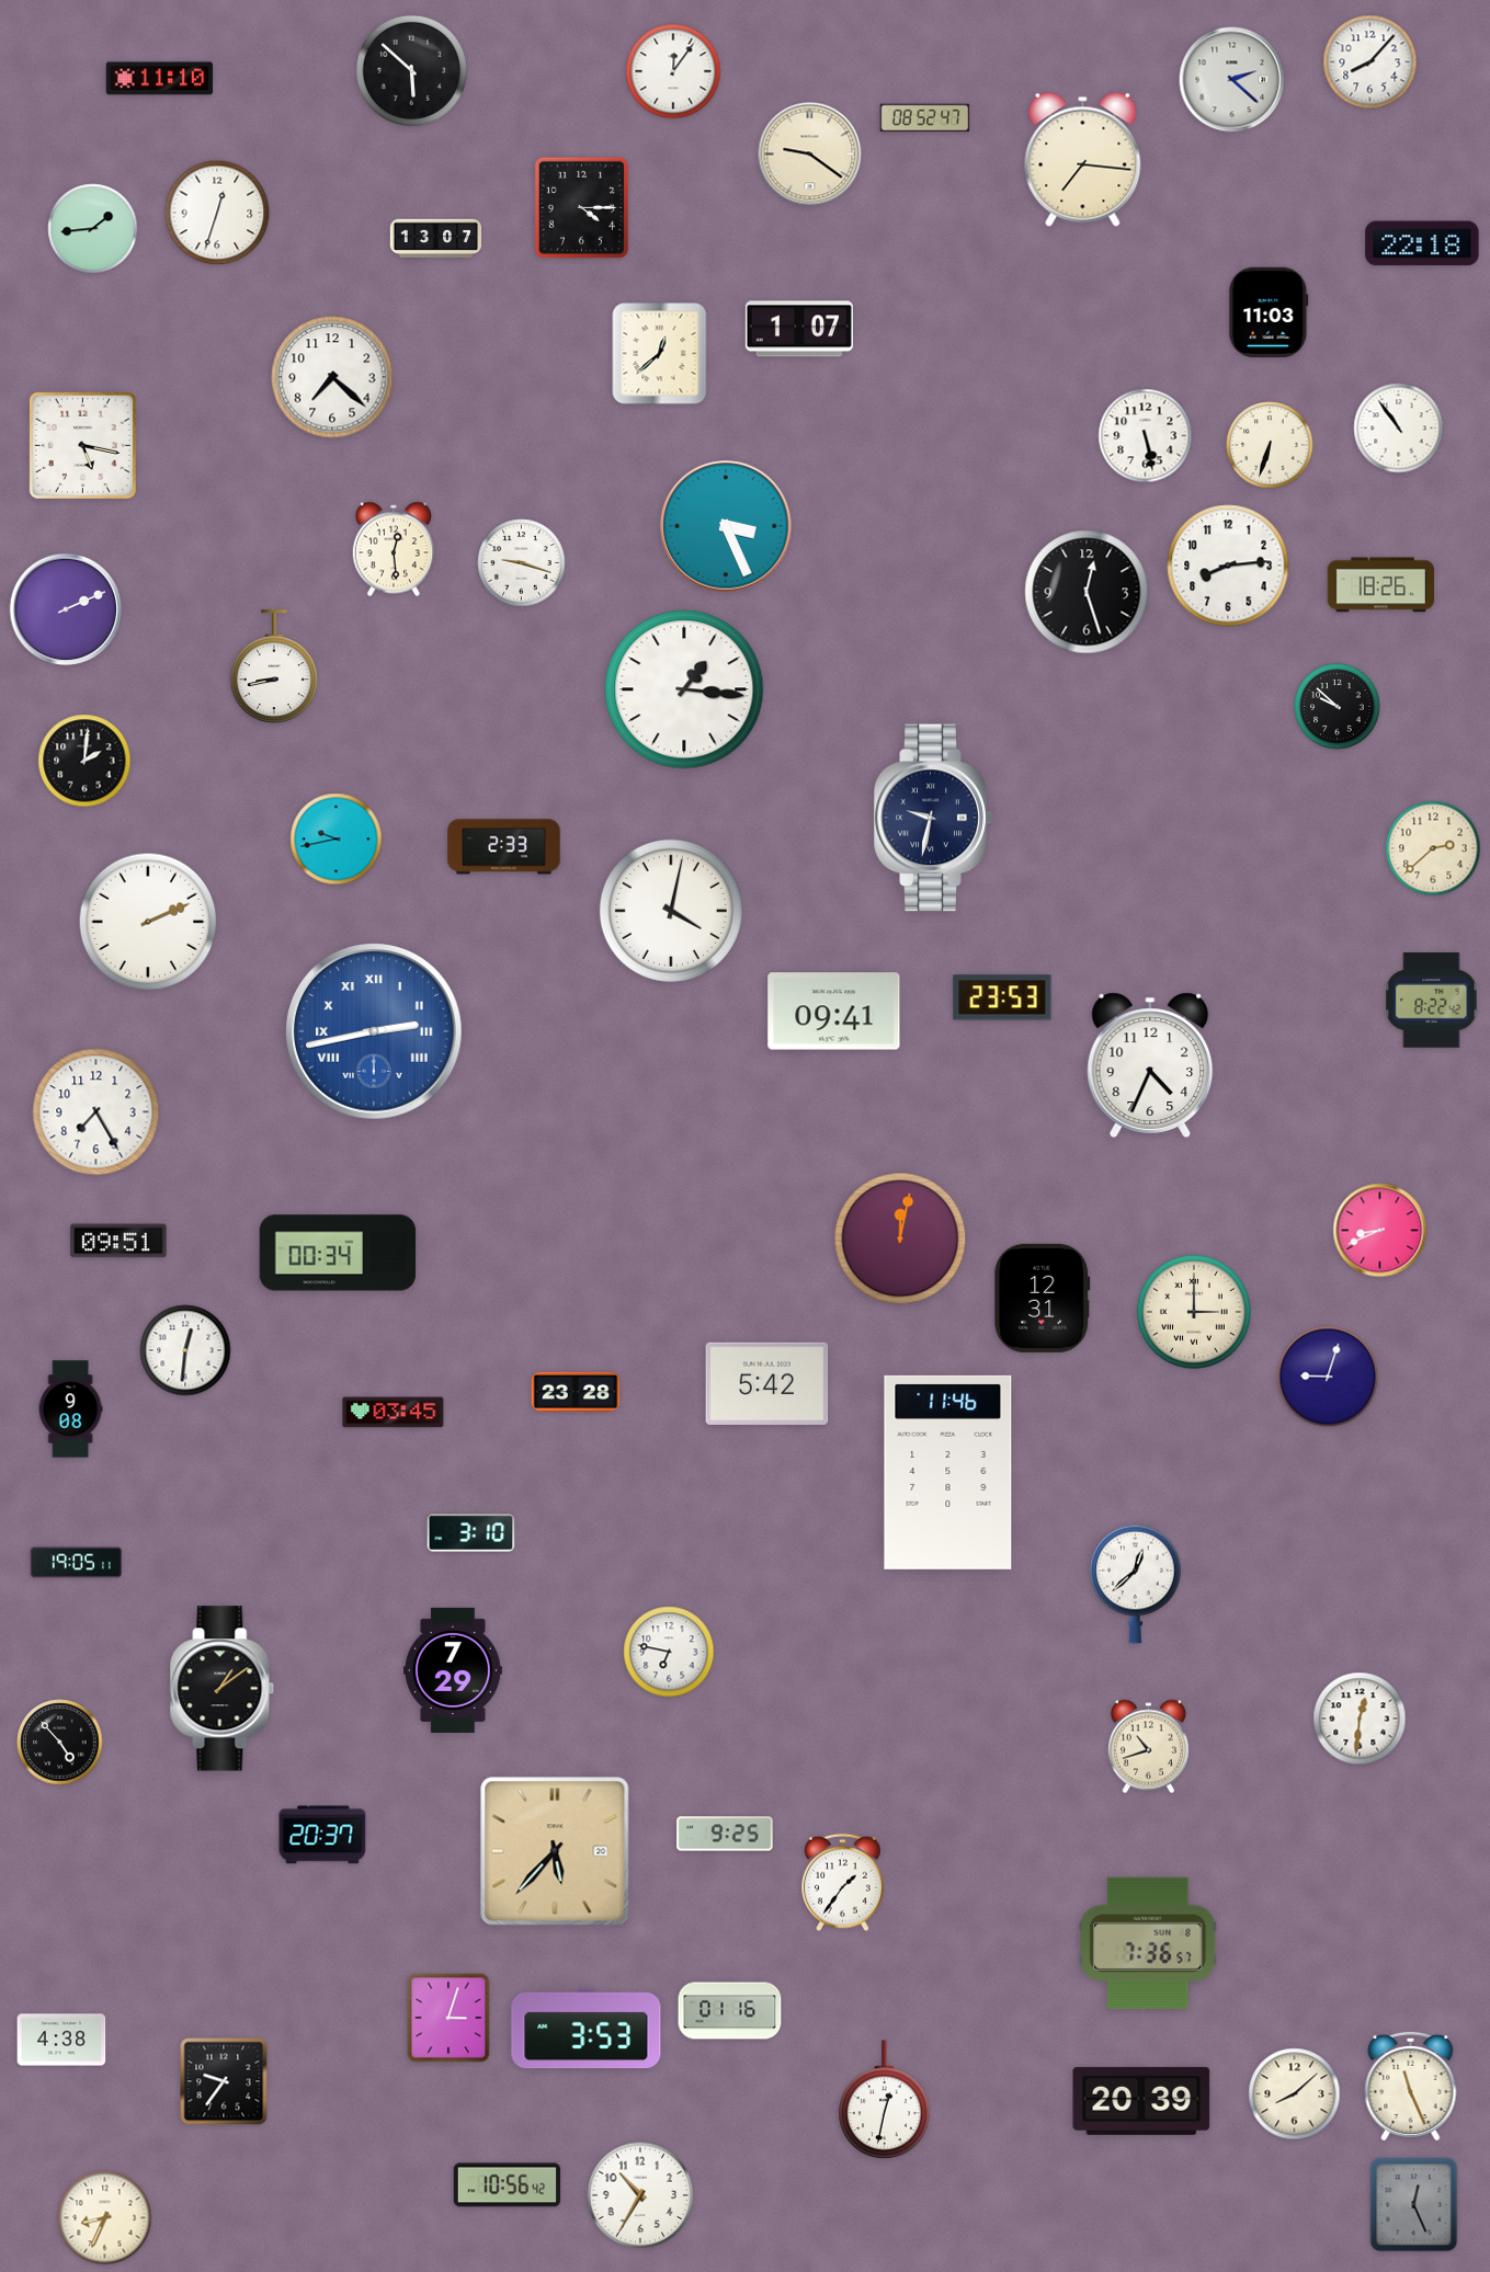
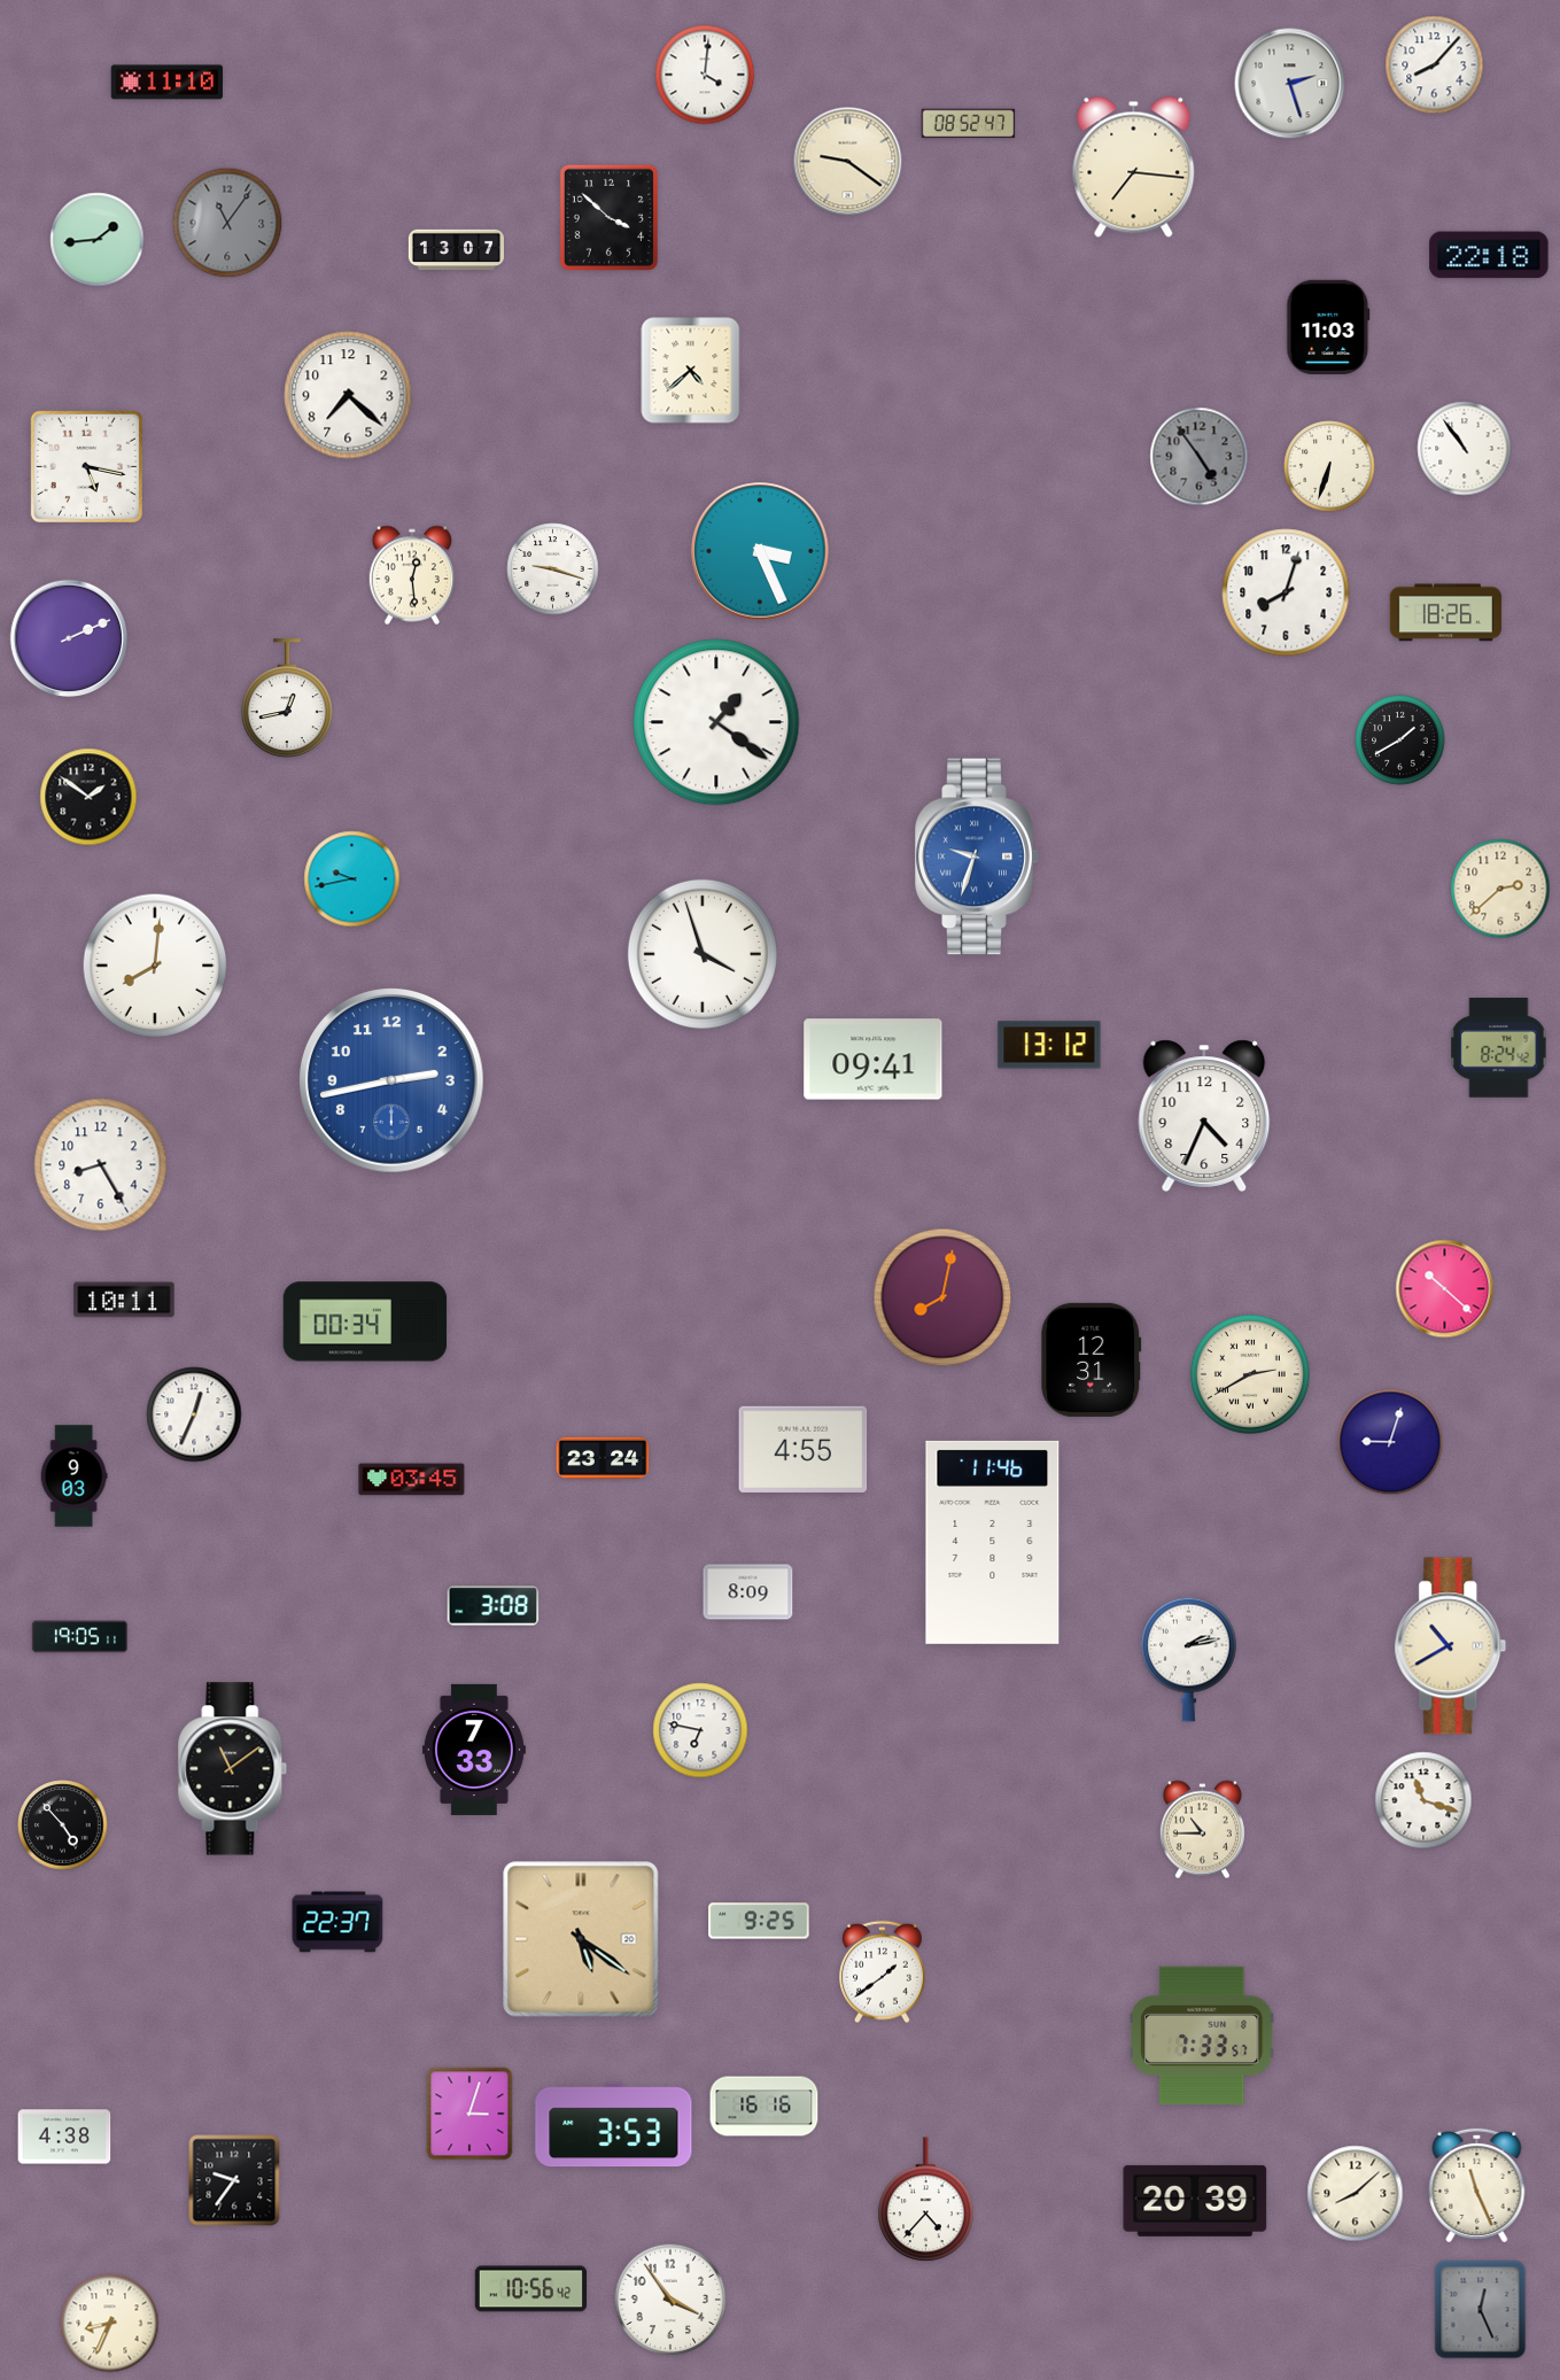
clock at (411, 70): 5:52 -> none
clock at (673, 71): 12:06 -> 4:01
clock at (1232, 80): 2:22 -> 2:27
clock at (581, 207): 4:15 -> 3:52
clock at (217, 213): 12:33 -> 11:06
clock at (217, 213) dial: white -> grey
clock at (799, 329): 1:07 -> none
clock at (660, 354): 12:38 -> 4:38
clock at (1146, 436): 5:28 -> 4:54
clock at (1146, 436) dial: white -> grey
clock at (522, 563) position: (522, 563) -> (553, 569)
clock at (1228, 566): 8:14 -> 8:03
clock at (1087, 592): 12:27 -> none
clock at (274, 667): 8:43 -> 12:43
clock at (684, 689): 1:16 -> 1:21
clock at (1338, 707): 9:52 -> 1:40
clock at (84, 761): 2:01 -> 1:51
clock at (933, 818): 9:32 -> 9:33
clock at (933, 818) dial: navy -> blue
clock at (504, 847): 2:33 -> none
clock at (671, 911): 4:02 -> 3:57
clock at (148, 922): 2:11 -> 8:01
clock at (1002, 997): 23:53 -> 13:12
clock at (1432, 1001): 8:22 -> 8:24
clock at (375, 1032) numerals: Roman -> Arabic
clock at (96, 1112): 7:25 -> 8:25
clock at (1380, 1231): 8:41 -> 10:22
clock at (900, 1238): 12:02 -> 8:02
clock at (118, 1241): 09:51 -> 10:11
clock at (338, 1253) position: (338, 1253) -> (365, 1321)
clock at (1194, 1312): 3:00 -> 2:40
clock at (185, 1350): 12:31 -> 12:34
clock at (767, 1383): 5:42 -> 4:55
clock at (576, 1391): 23:28 -> 23:24
clock at (70, 1409): 9:08 -> 9:03
clock at (748, 1592): none -> 8:09
clock at (471, 1533): 3:10 -> 3:08
clock at (1451, 1646): none -> 10:40
clock at (1136, 1584): 12:38 -> 2:13
clock at (453, 1670): 7:29 -> 7:33
clock at (223, 1689): 1:09 -> 11:09
clock at (1360, 1719): 12:31 -> 11:18
clock at (1148, 1747): 10:42 -> 10:45
clock at (322, 1835): 20:37 -> 22:37
clock at (555, 1851): 5:37 -> 5:21
clock at (843, 1883): 1:36 -> 1:39
clock at (1149, 1943): 7:36 -> 7:33
clock at (730, 2011): 01:16 -> 16:16
clock at (885, 2100): 12:32 -> 4:37
clock at (640, 2195): 10:35 -> 3:54
